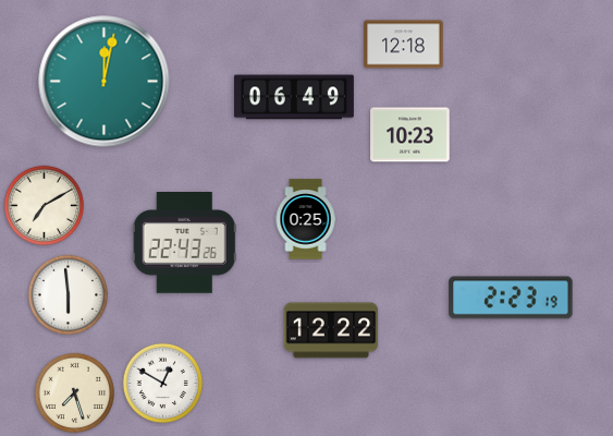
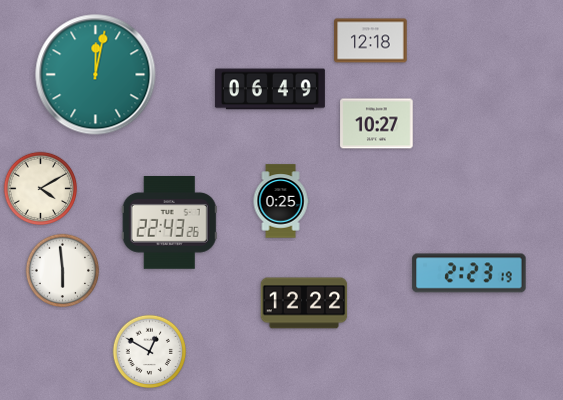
clock at (410, 135): 10:23 -> 10:27
clock at (45, 206): 7:10 -> 4:10
clock at (75, 393): 7:27 -> none
